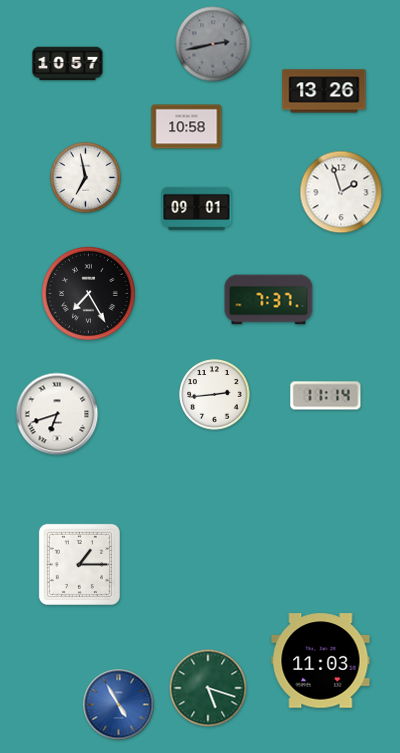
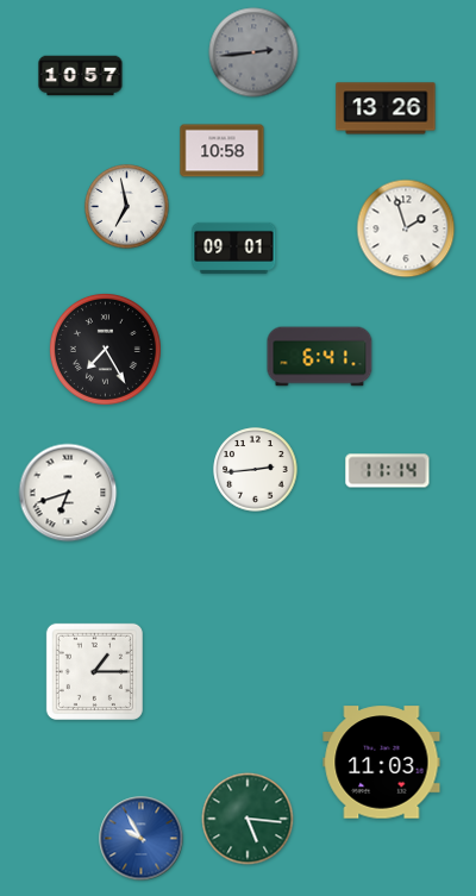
clock at (213, 44): 2:43 -> 2:44
clock at (86, 178) position: (86, 178) -> (127, 207)
clock at (269, 300): 7:37 -> 6:41
clock at (321, 661) position: (321, 661) -> (382, 763)
clock at (208, 688): 5:18 -> 5:16
clock at (119, 705): 4:55 -> 9:55
